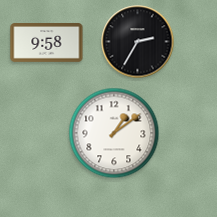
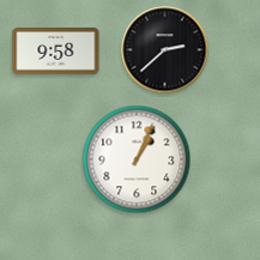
clock at (138, 42): 2:35 -> 2:38
clock at (114, 133): 1:09 -> 1:04
